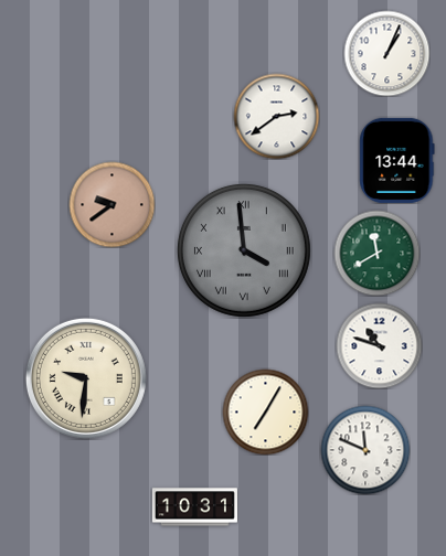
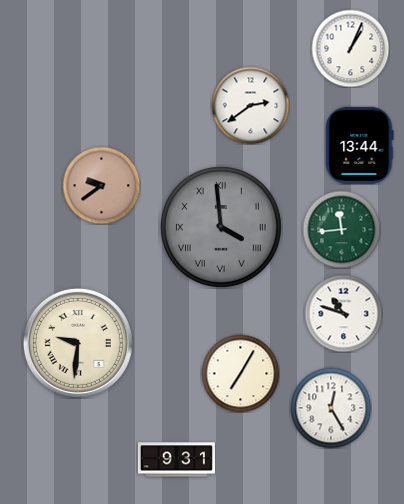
clock at (376, 253): 11:40 -> 11:44
clock at (365, 450): 11:49 -> 12:25
clock at (194, 507): 10:31 -> 9:31
